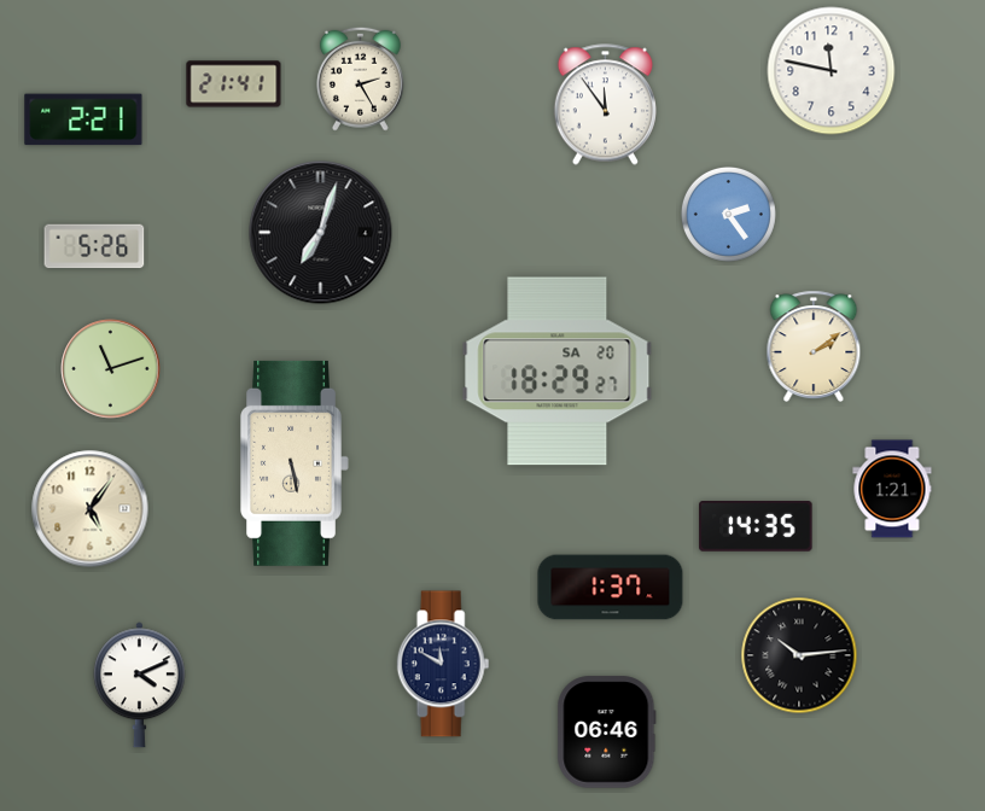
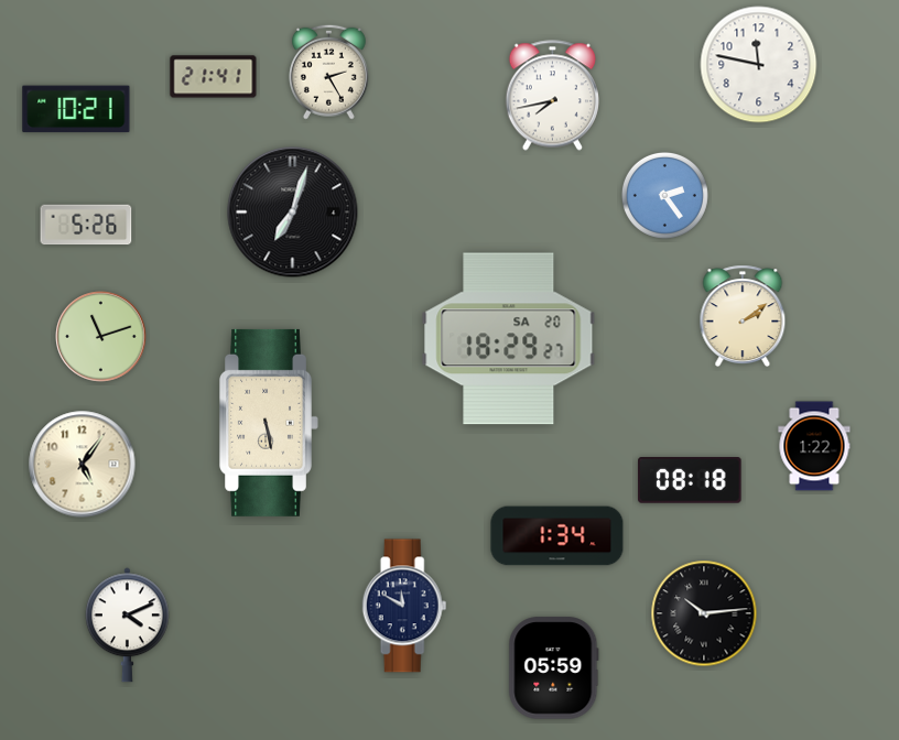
clock at (605, 105): 11:54 -> 7:43
clock at (83, 119): 2:21 -> 10:21
clock at (892, 489): 1:21 -> 1:22
clock at (756, 527): 14:35 -> 08:18
clock at (611, 588): 1:37 -> 1:34
clock at (799, 655) position: (799, 655) -> (704, 613)
clock at (607, 733): 06:46 -> 05:59
